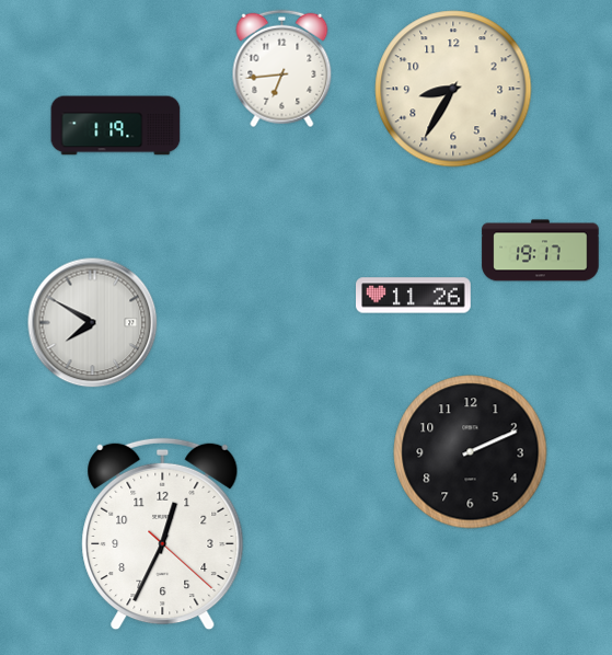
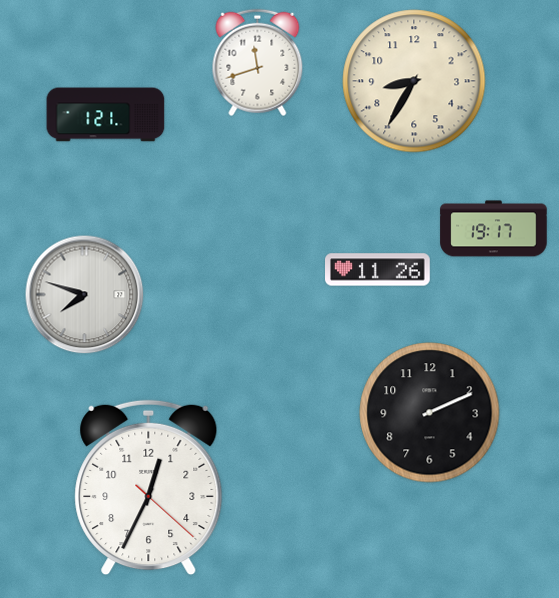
clock at (282, 69): 6:44 -> 11:42
clock at (116, 126): 1:19 -> 1:21
clock at (93, 323): 7:50 -> 7:48
